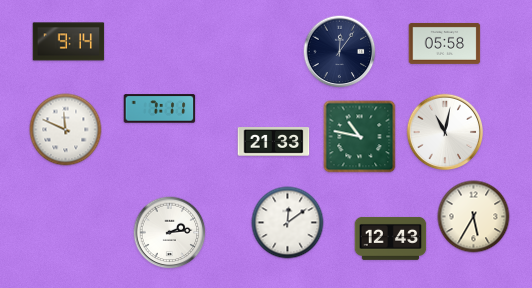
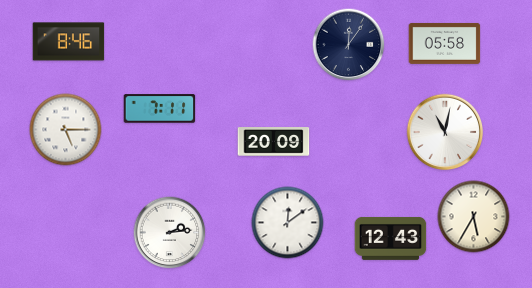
clock at (69, 42): 9:14 -> 8:46
clock at (340, 52) position: (340, 52) -> (349, 45)
clock at (66, 130): 11:49 -> 5:15
clock at (360, 137): 10:47 -> none
clock at (274, 142): 21:33 -> 20:09
